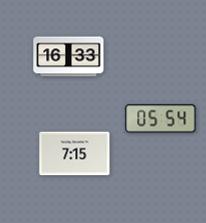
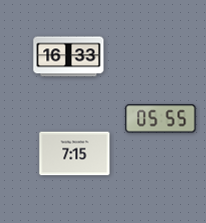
clock at (161, 119): 05:54 -> 05:55
